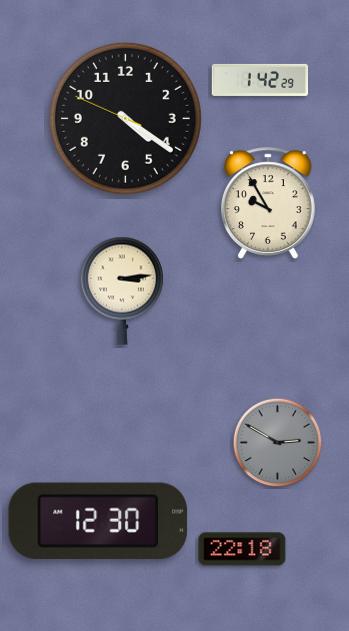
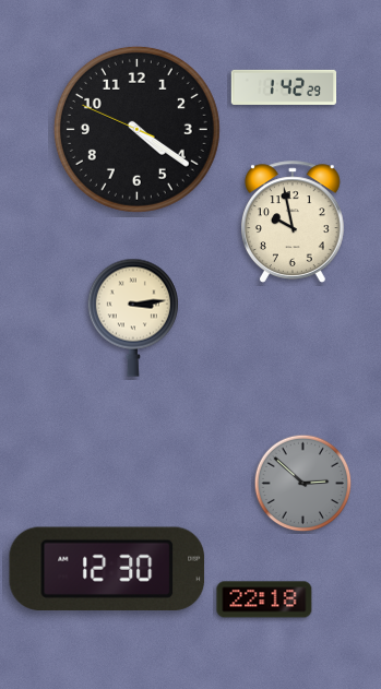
clock at (268, 203): 9:55 -> 9:58
clock at (278, 443): 2:50 -> 2:52
